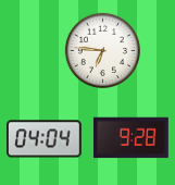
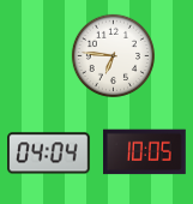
clock at (132, 138): 9:28 -> 10:05
